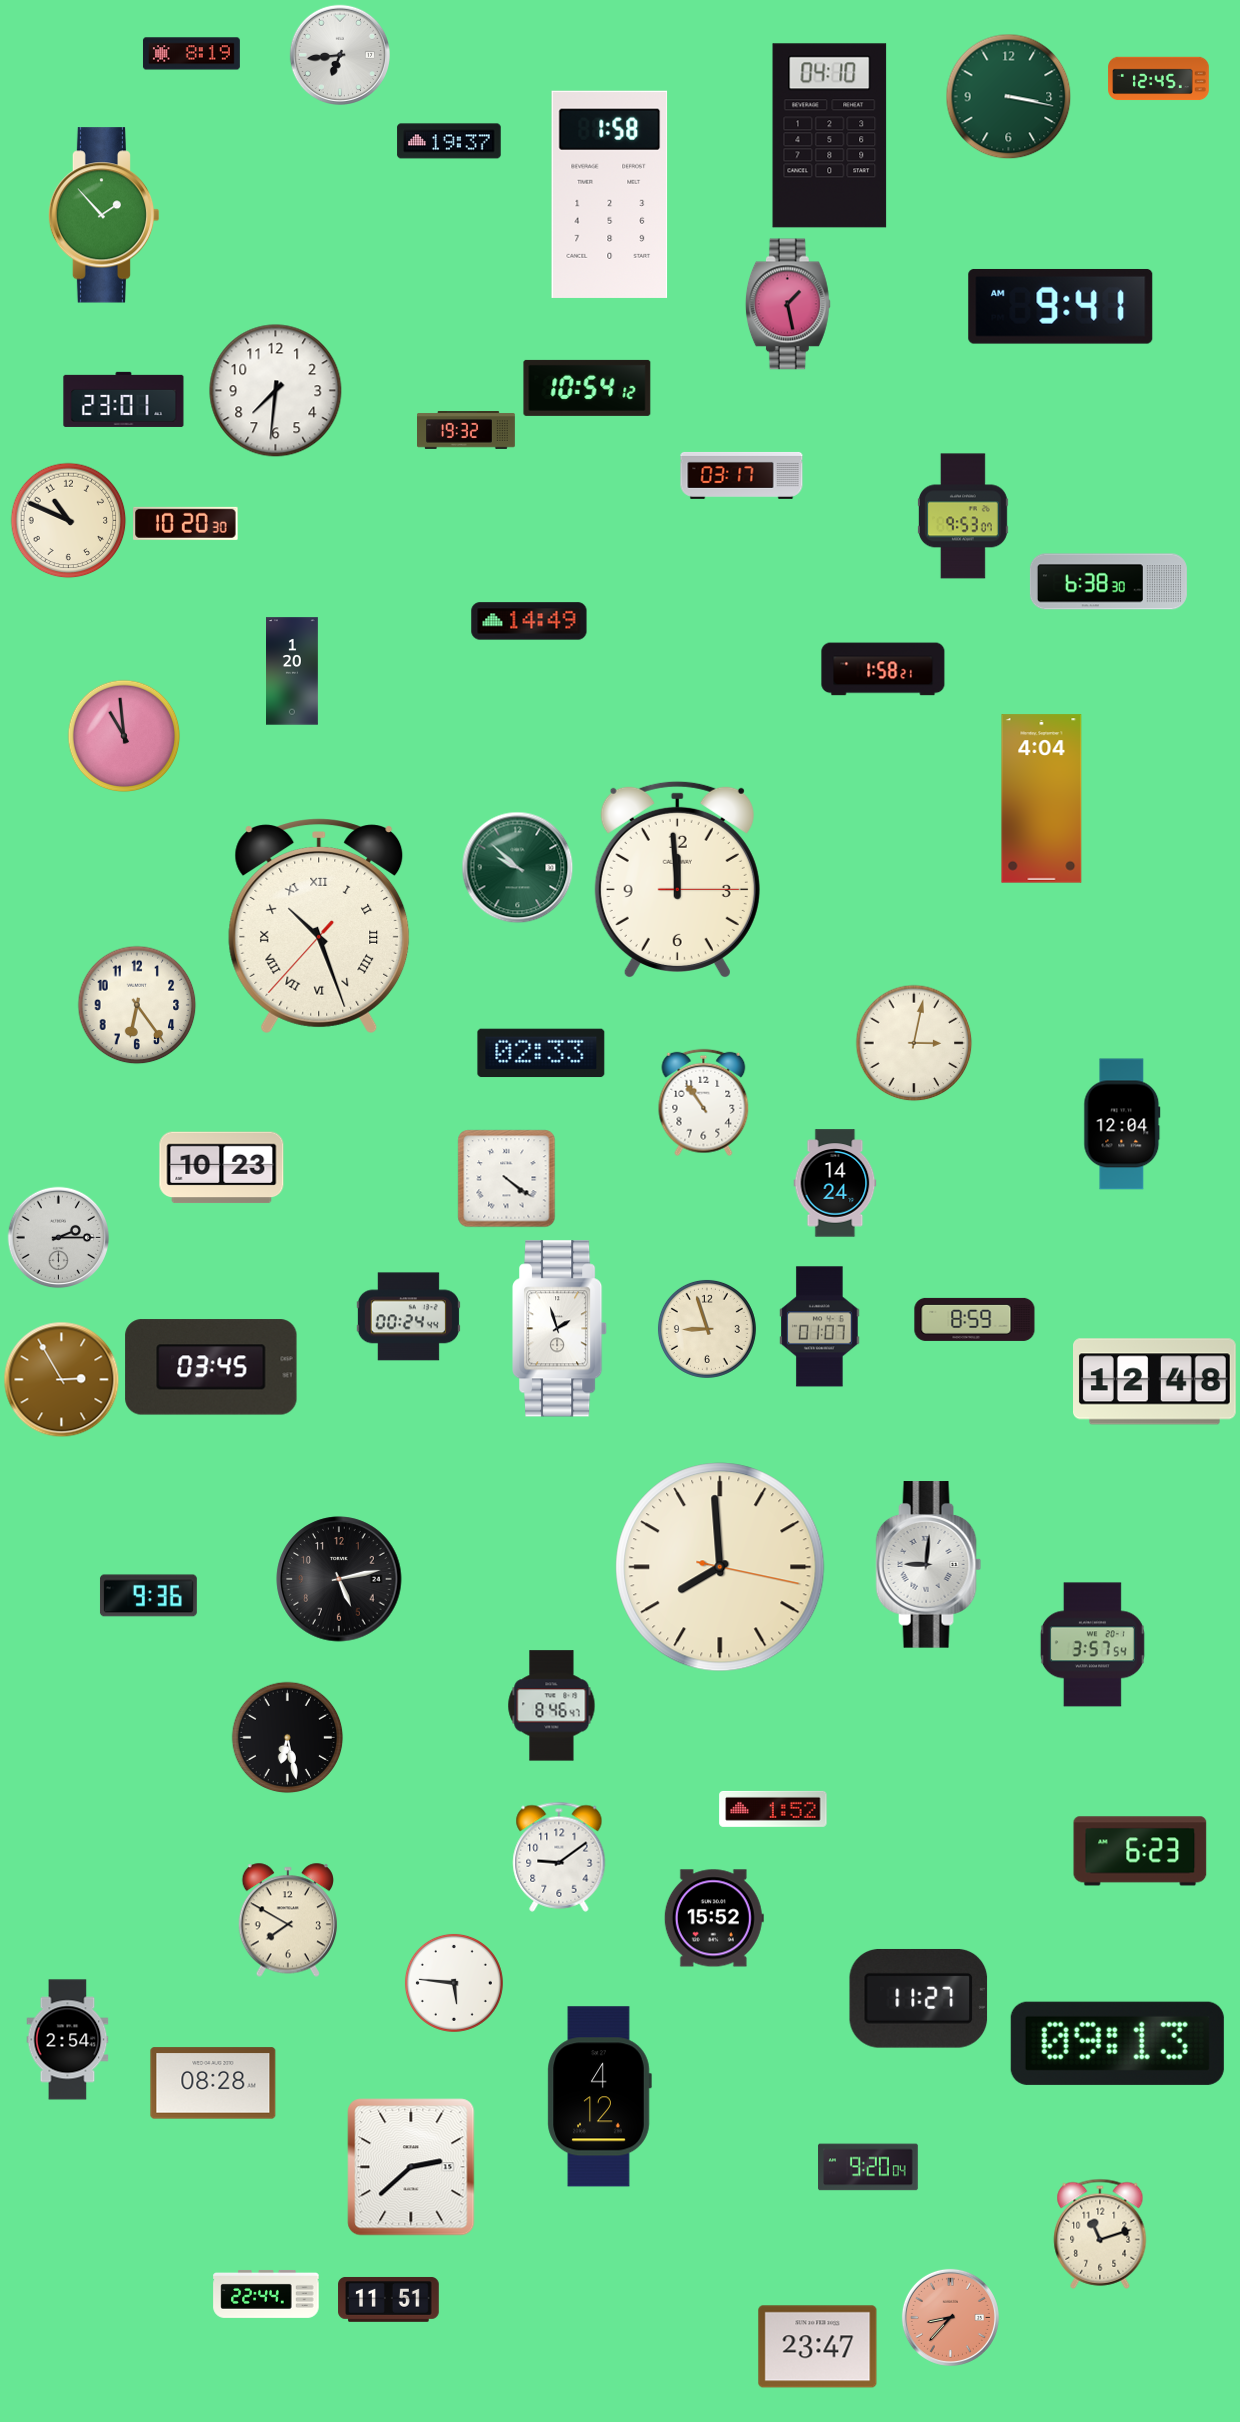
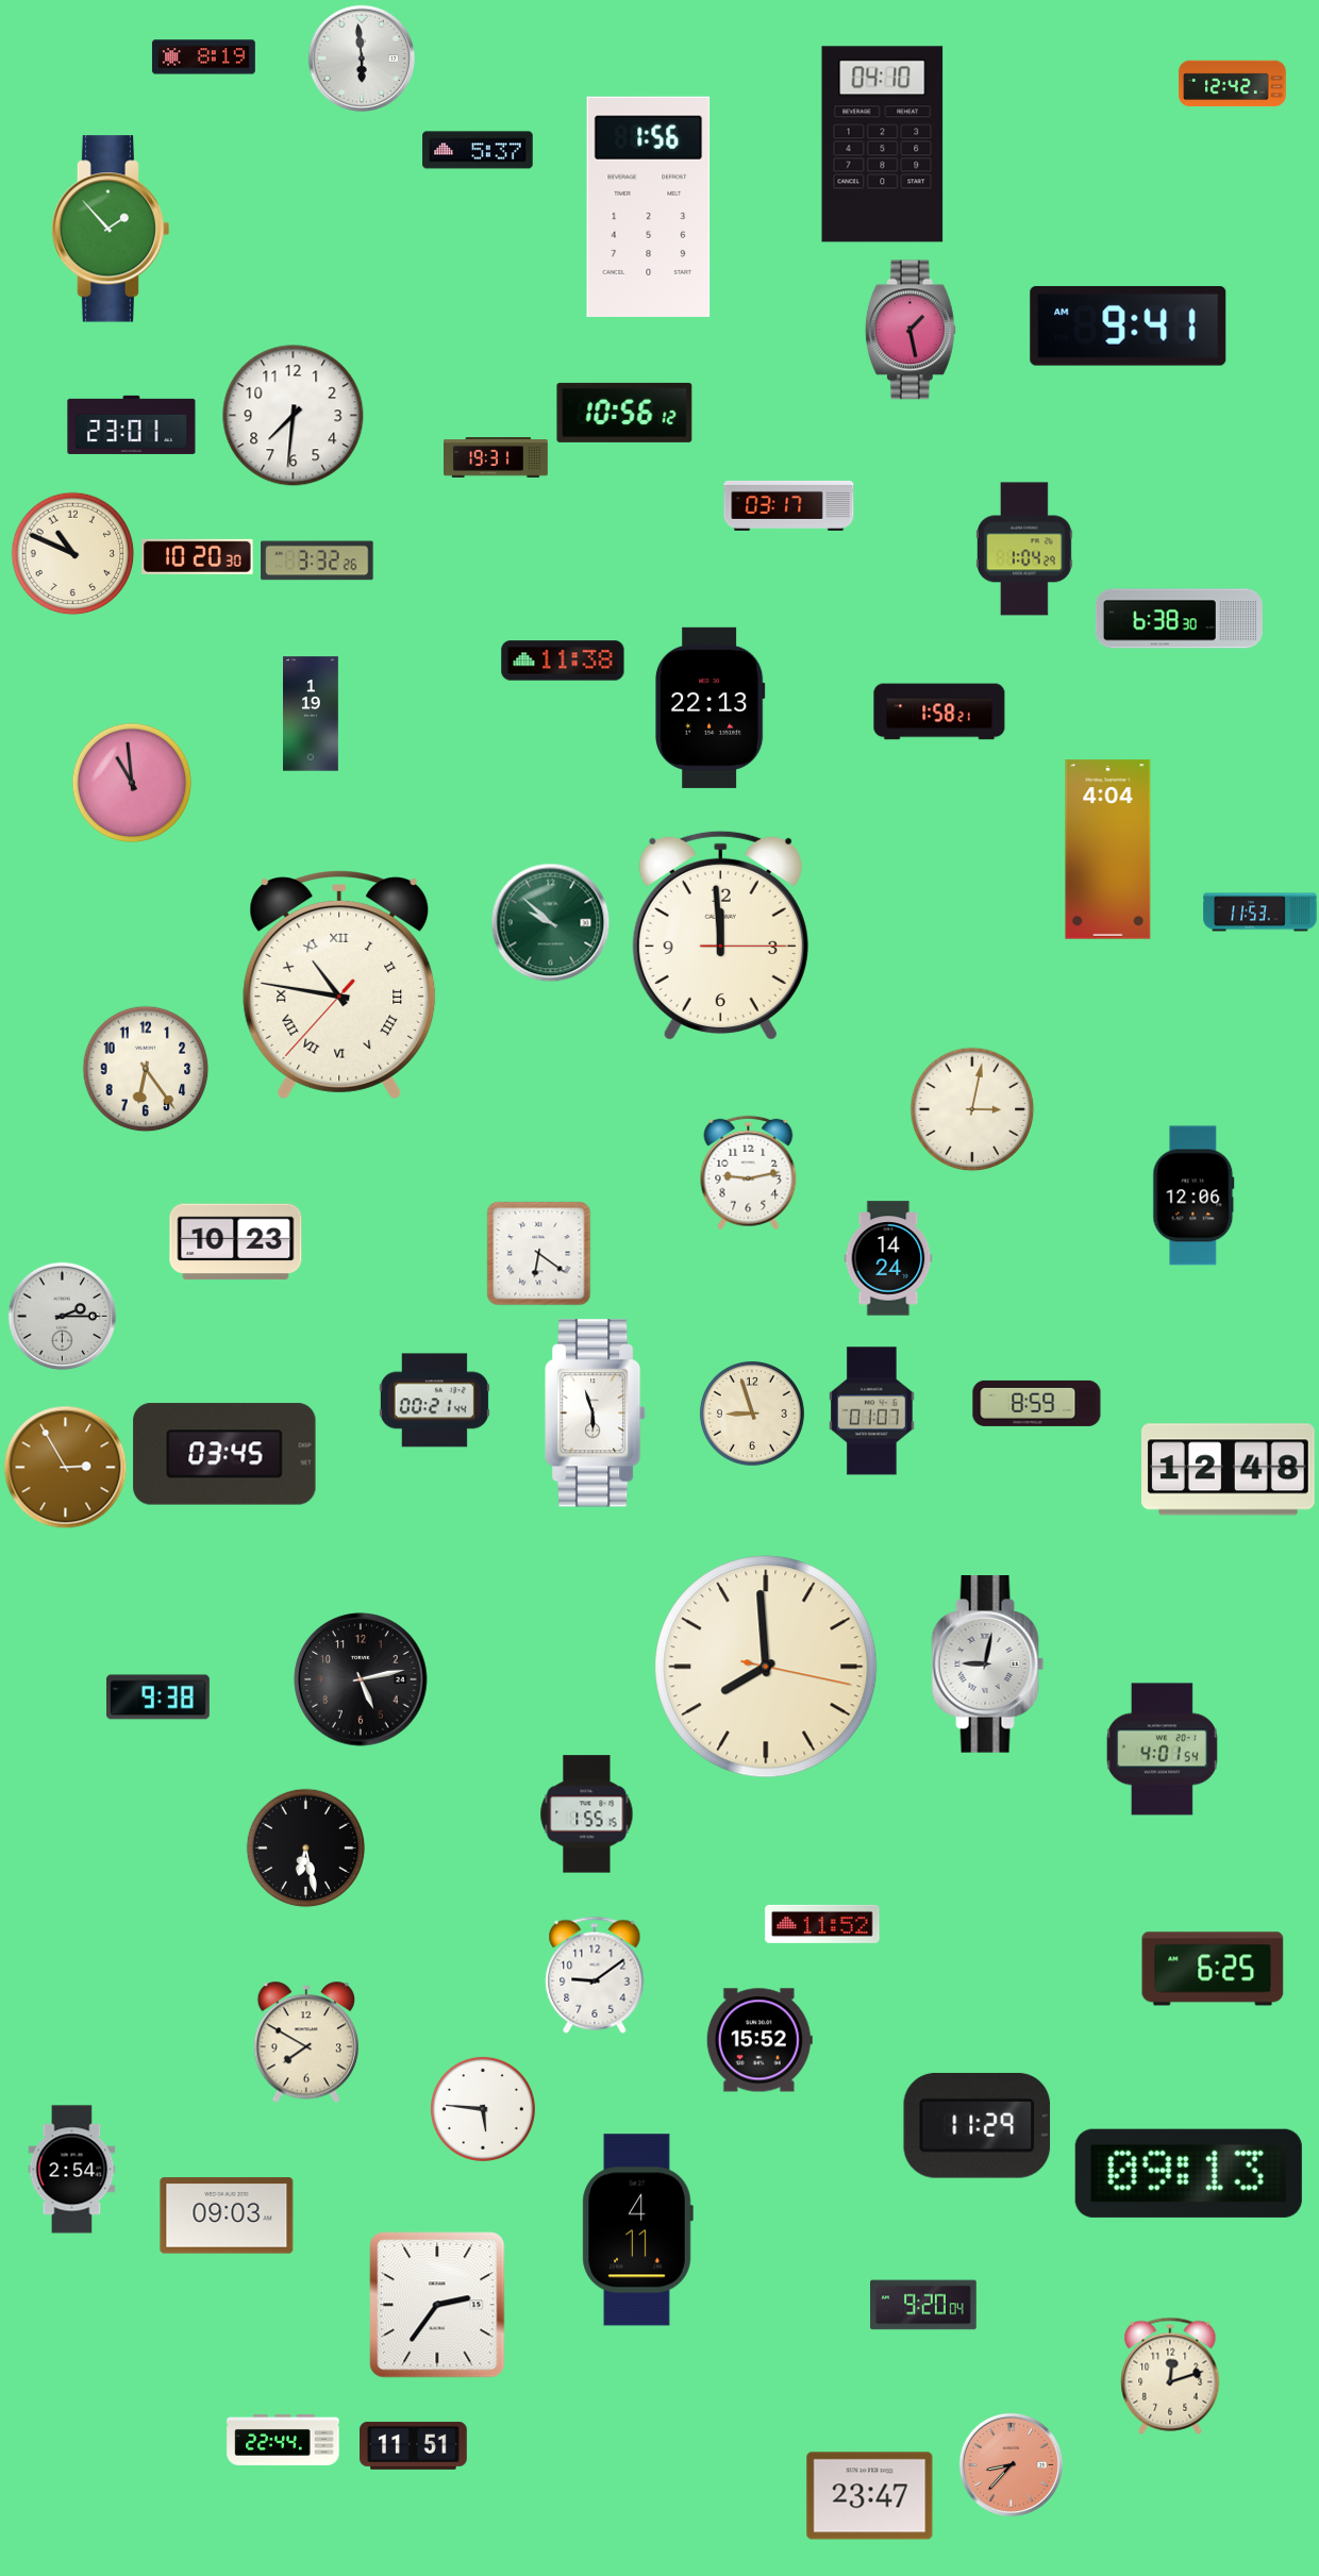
clock at (339, 54): 6:44 -> 5:59
clock at (1159, 79): 12:45 -> 12:42
clock at (1008, 96): 3:17 -> none
clock at (449, 141): 19:37 -> 5:37
clock at (610, 194): 1:58 -> 1:56
clock at (788, 304) position: (788, 304) -> (911, 330)
clock at (587, 388): 10:54 -> 10:56
clock at (467, 431): 19:32 -> 19:31
clock at (963, 516): 9:53 -> 1:04
clock at (317, 561): none -> 3:32
clock at (529, 621): 14:49 -> 11:38
clock at (709, 707): none -> 22:13
clock at (293, 671): 1:20 -> 1:19
clock at (1260, 913): none -> 11:53
clock at (319, 926): 10:26 -> 10:46
clock at (541, 1053): 02:33 -> none
clock at (704, 1102): 10:54 -> 9:13
clock at (1122, 1124): 12:04 -> 12:06
clock at (506, 1178): 4:21 -> 6:21
clock at (408, 1317): 00:24 -> 00:21
clock at (561, 1329): 1:57 -> 5:57
clock at (929, 1565): 9:01 -> 9:02
clock at (148, 1596): 9:36 -> 9:38
clock at (1092, 1645): 3:57 -> 4:01
clock at (552, 1706): 8:46 -> 1:55
clock at (773, 1809): 1:52 -> 11:52
clock at (1140, 1851): 6:23 -> 6:25
clock at (919, 1998): 11:27 -> 11:29
clock at (213, 2083): 08:28 -> 09:03
clock at (599, 2097): 4:12 -> 4:11
clock at (411, 2167): 2:38 -> 2:36
clock at (1100, 2234): 11:12 -> 12:12
